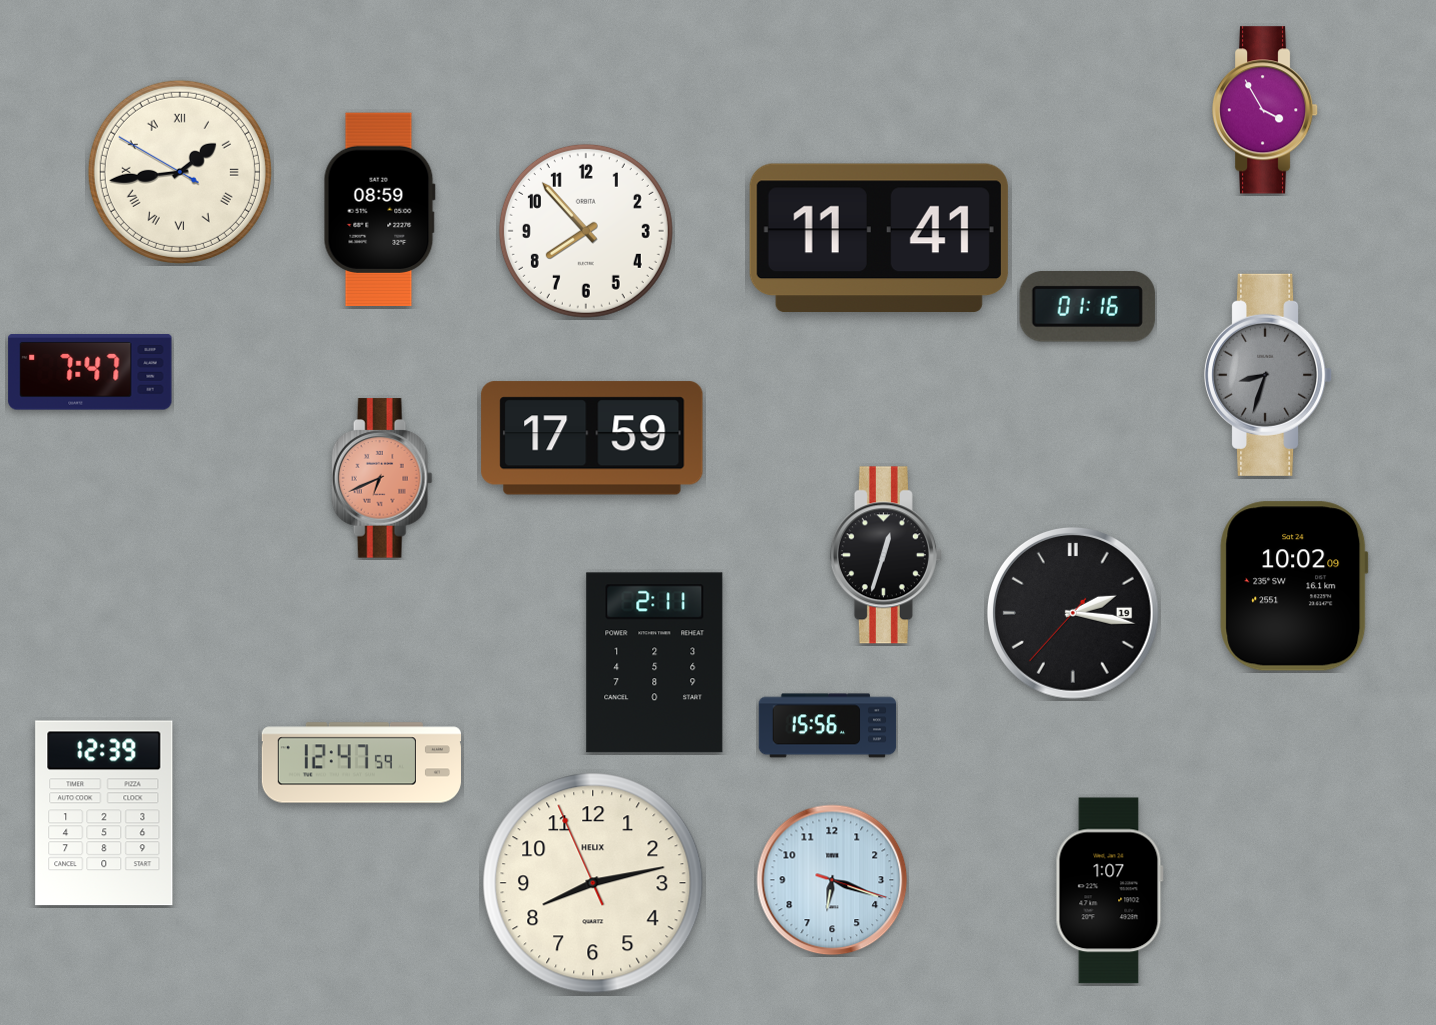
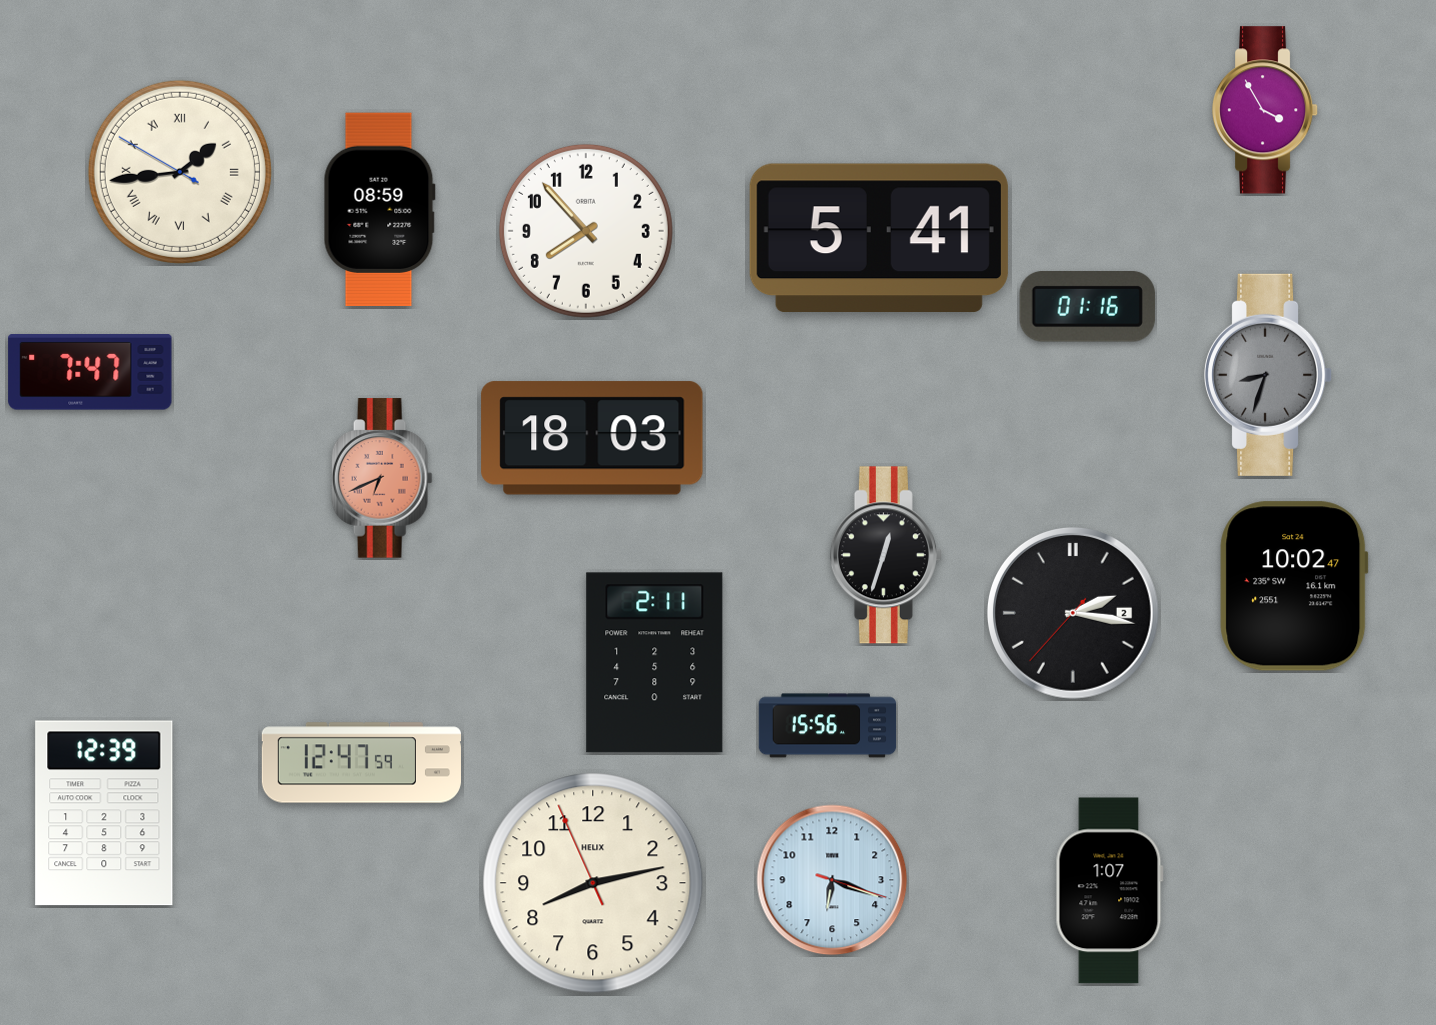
clock at (879, 237): 11:41 -> 5:41
clock at (592, 438): 17:59 -> 18:03
clock at (1294, 586): 10:02:09 -> 10:02:47
clock at (1073, 613) date: 19 -> 2
